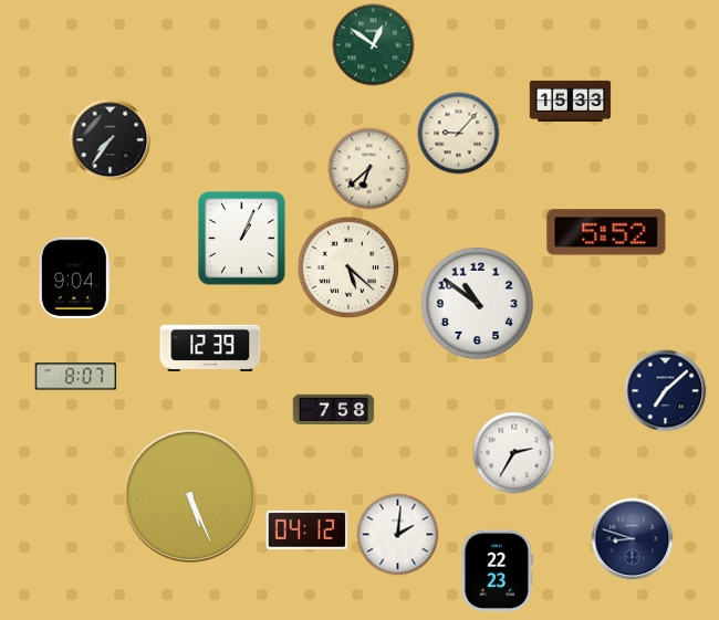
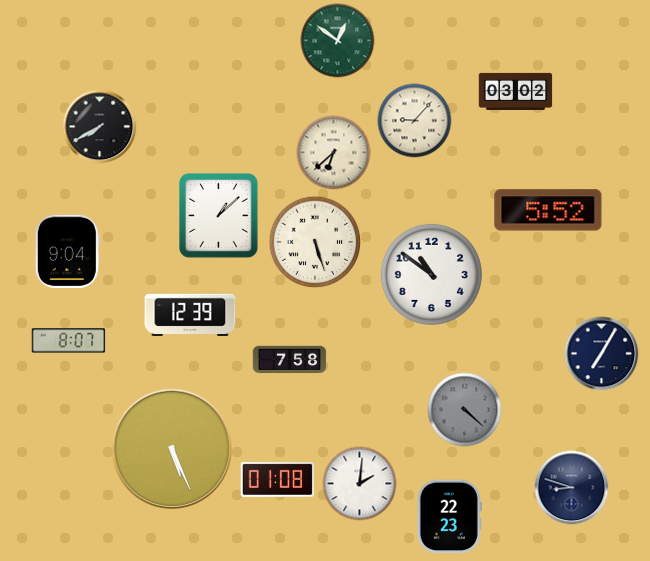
clock at (571, 101): 15:33 -> 03:02
clock at (111, 140): 7:36 -> 7:40
clock at (242, 239): 1:04 -> 1:08
clock at (348, 267): 5:22 -> 5:27
clock at (666, 391): 7:08 -> 7:05
clock at (334, 410) position: (334, 410) -> (290, 360)
clock at (514, 453): 2:35 -> 4:22
clock at (514, 453) dial: white -> grey
clock at (308, 529): 04:12 -> 01:08
